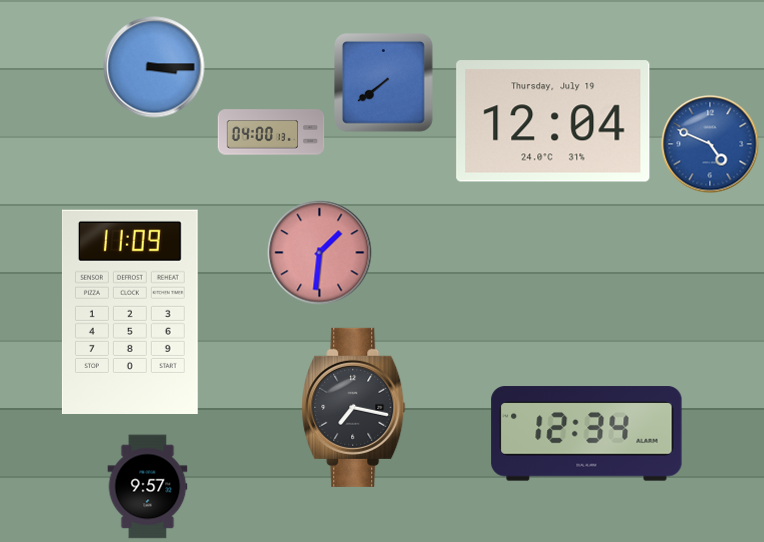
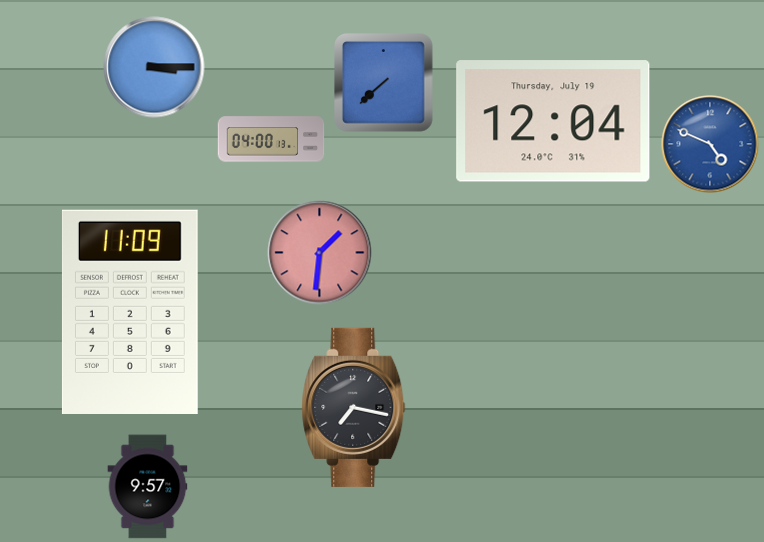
clock at (384, 83): 7:39 -> 7:38
clock at (271, 132) position: (271, 132) -> (271, 139)
clock at (587, 434): 12:34 -> none
